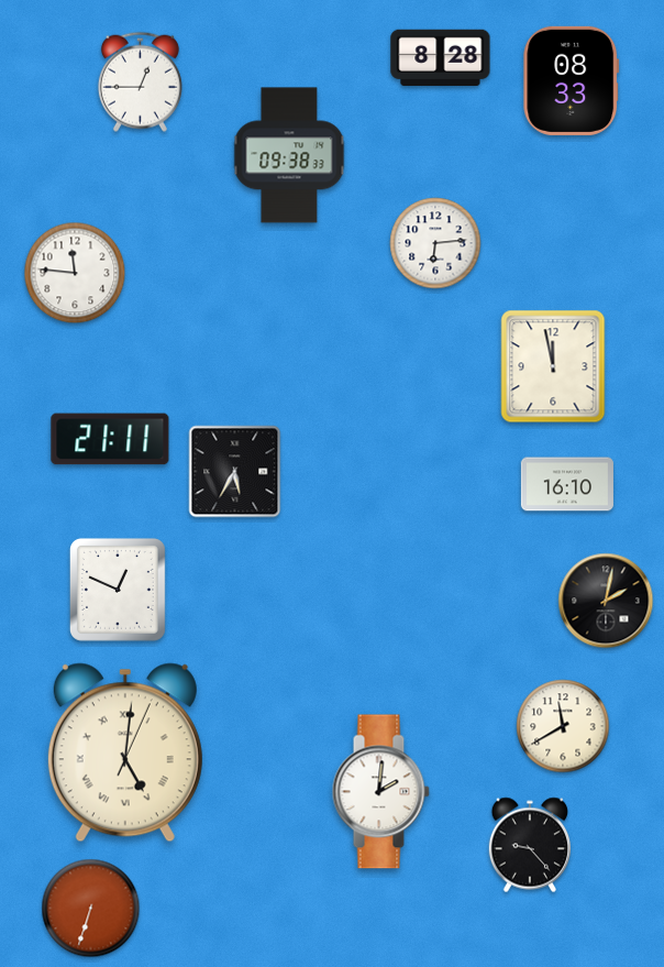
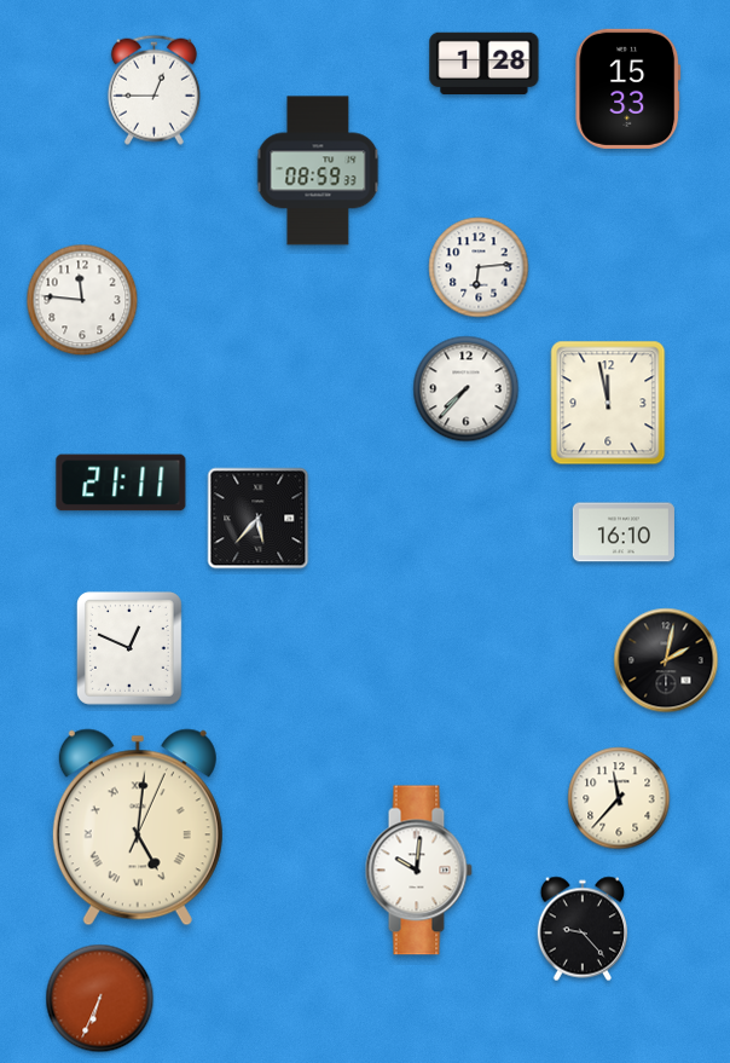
clock at (441, 57): 8:28 -> 1:28
clock at (572, 80): 08:33 -> 15:33
clock at (289, 155): 09:38 -> 08:59
clock at (467, 389): none -> 7:37
clock at (235, 472): 5:35 -> 5:37
clock at (563, 726): 11:40 -> 11:37
clock at (380, 792): 2:01 -> 10:01
clock at (91, 909): 6:33 -> 6:34
